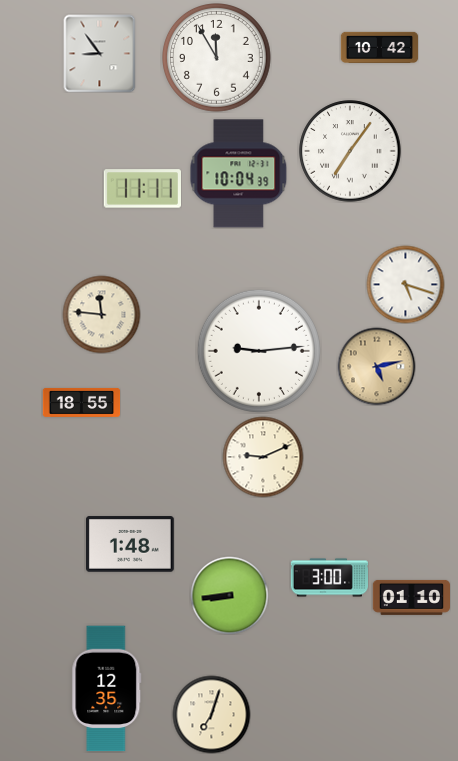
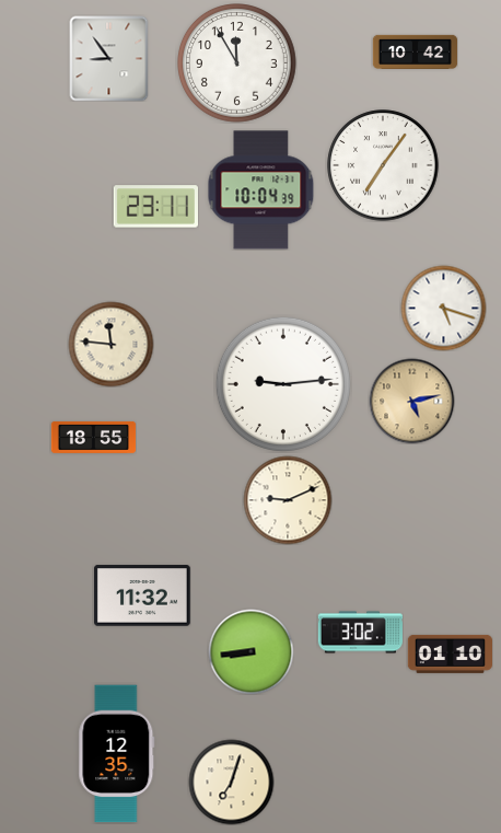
clock at (142, 189): 11:11 -> 23:11
clock at (405, 284) position: (405, 284) -> (443, 308)
clock at (81, 402) position: (81, 402) -> (93, 437)
clock at (131, 544): 1:48 -> 11:32
clock at (329, 578): 3:00 -> 3:02
